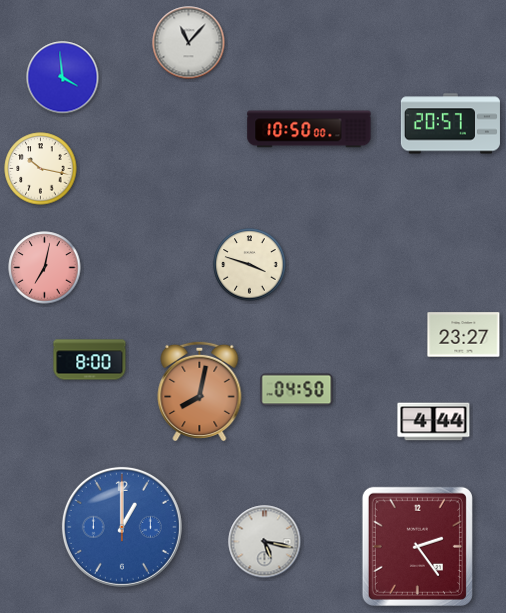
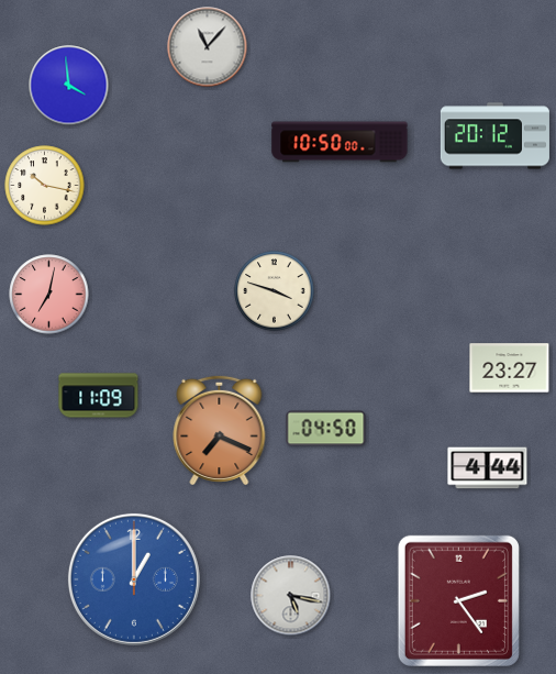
clock at (450, 124): 20:57 -> 20:12
clock at (90, 360): 8:00 -> 11:09
clock at (200, 390): 8:02 -> 7:19
clock at (434, 422) position: (434, 422) -> (488, 468)
